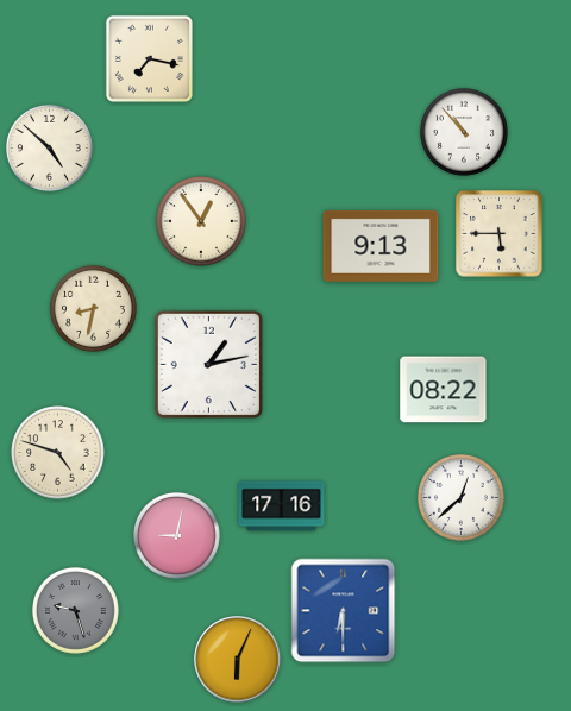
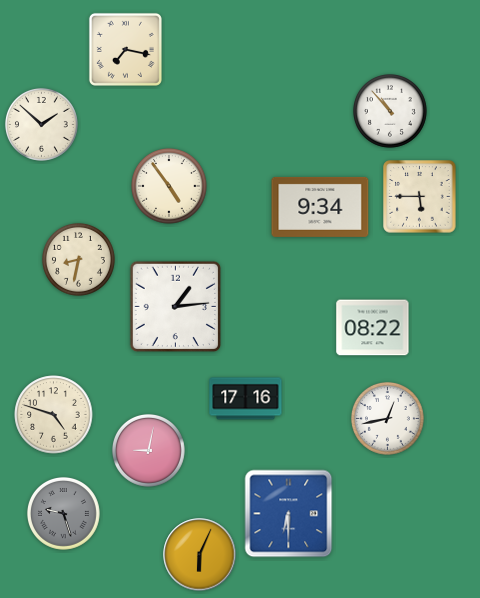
clock at (49, 147): 4:52 -> 1:52
clock at (201, 221): 12:54 -> 4:54
clock at (381, 246): 9:13 -> 9:34
clock at (208, 364): 1:13 -> 1:14
clock at (58, 453) position: (58, 453) -> (54, 415)
clock at (460, 497): 12:38 -> 12:43
clock at (282, 506) position: (282, 506) -> (246, 399)
